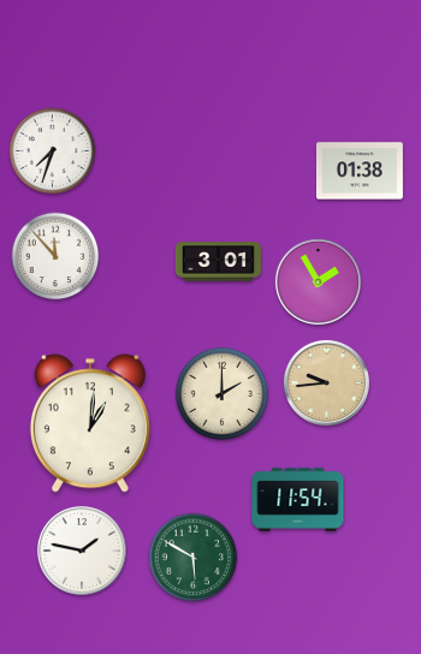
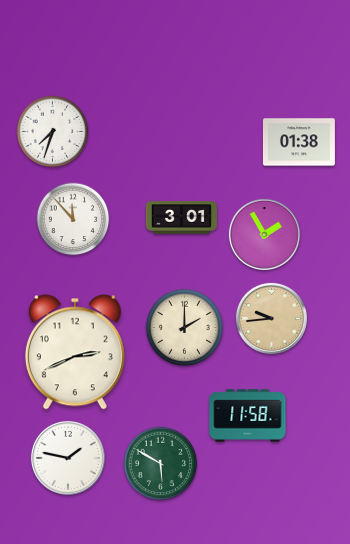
clock at (53, 151) position: (53, 151) -> (53, 132)
clock at (55, 256) position: (55, 256) -> (73, 219)
clock at (90, 423): 1:01 -> 2:41
clock at (298, 500): 11:54 -> 11:58
